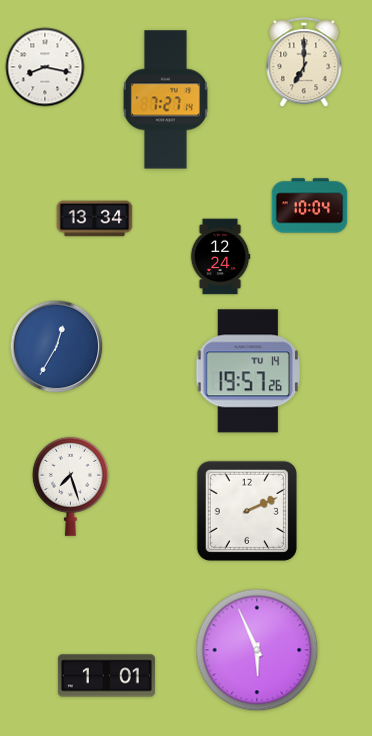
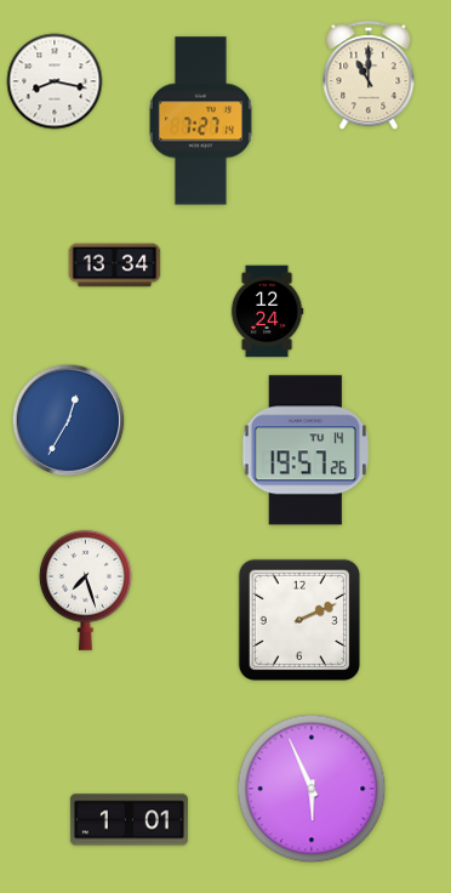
clock at (304, 63): 7:00 -> 11:00
clock at (310, 206): 10:04 -> none
clock at (248, 371) position: (248, 371) -> (306, 450)
